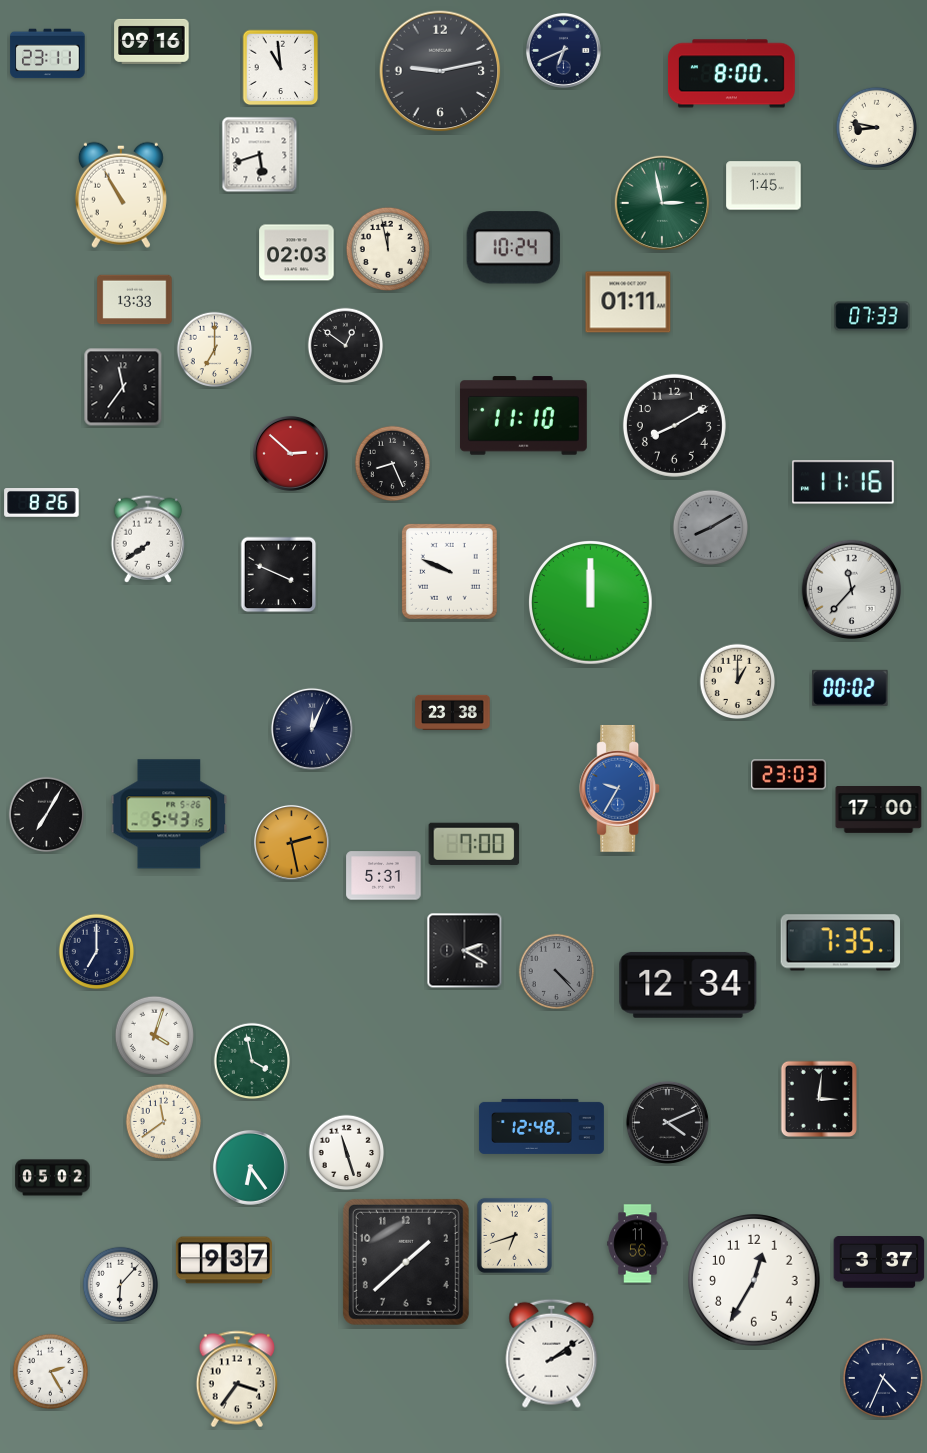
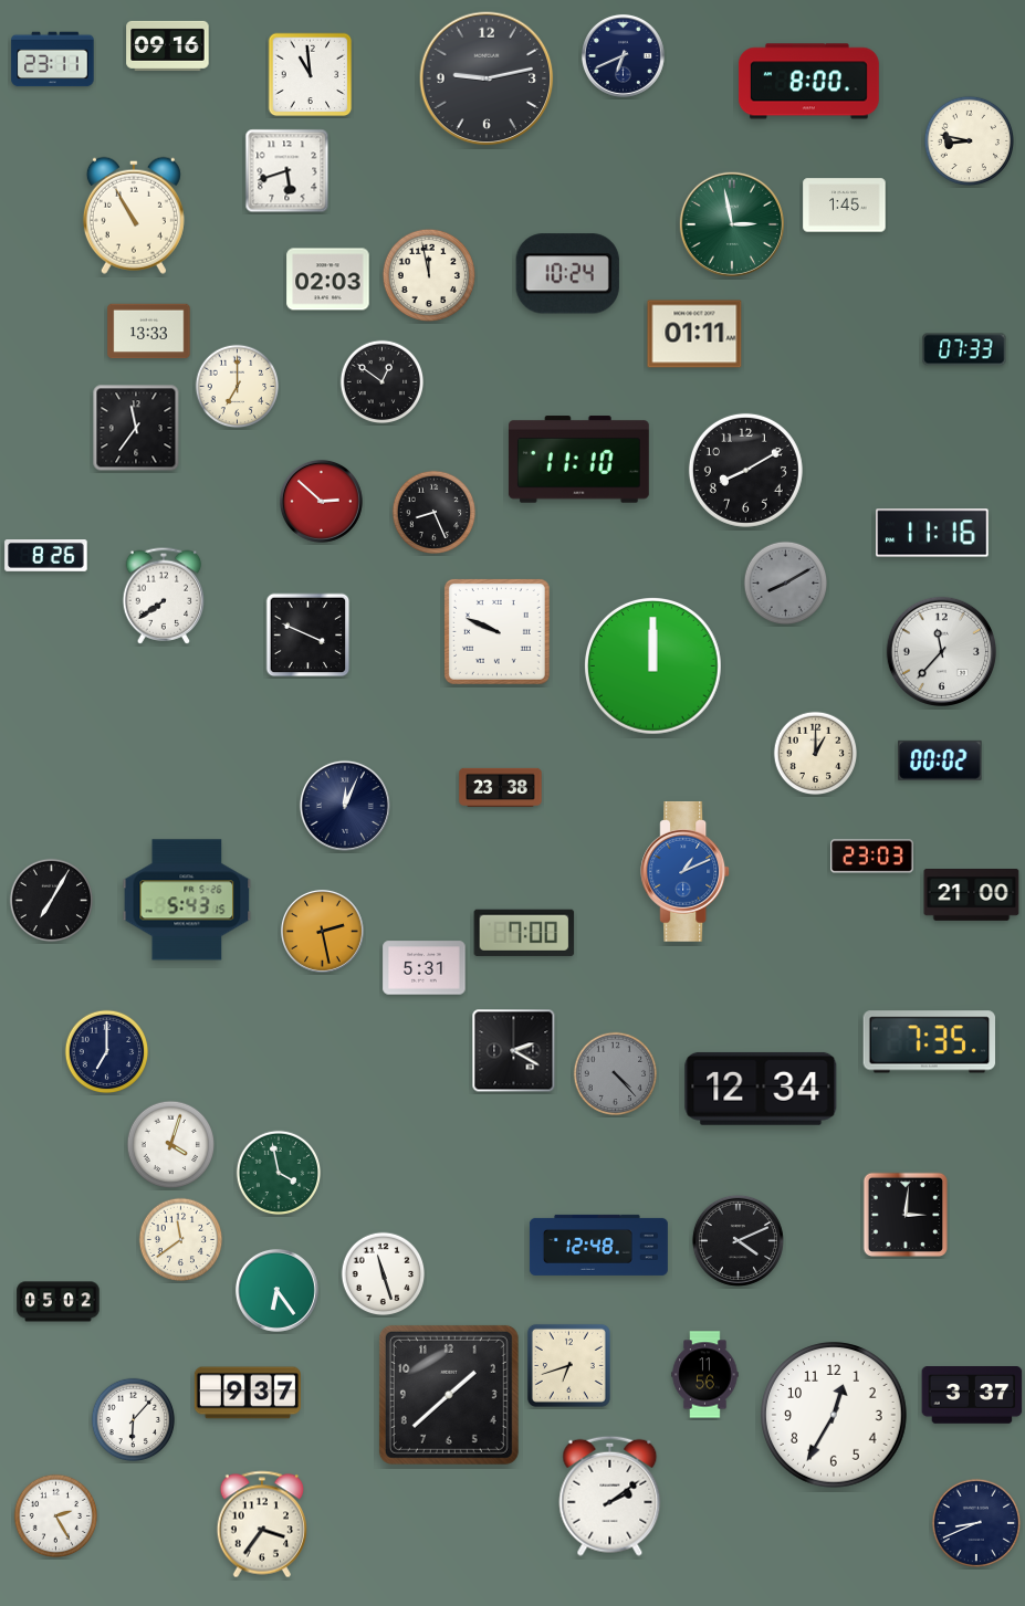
clock at (620, 788): 9:35 -> 1:11
clock at (879, 810): 17:00 -> 21:00
clock at (882, 1377): 4:34 -> 8:41
